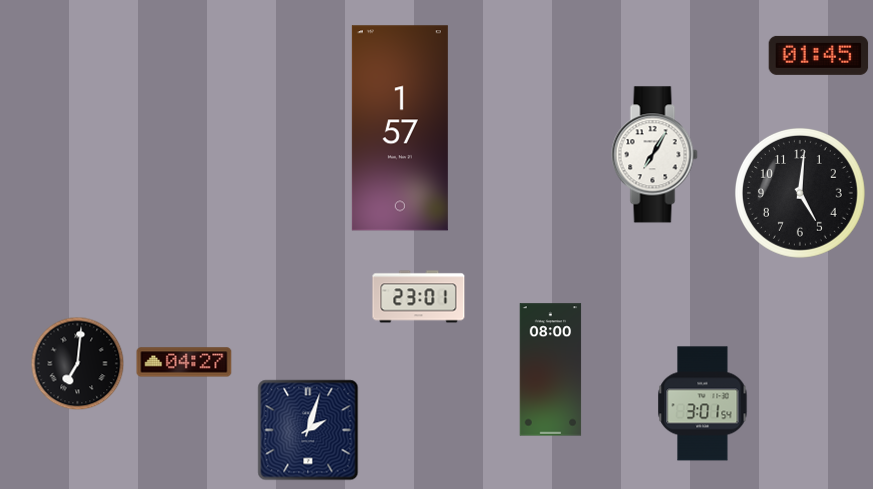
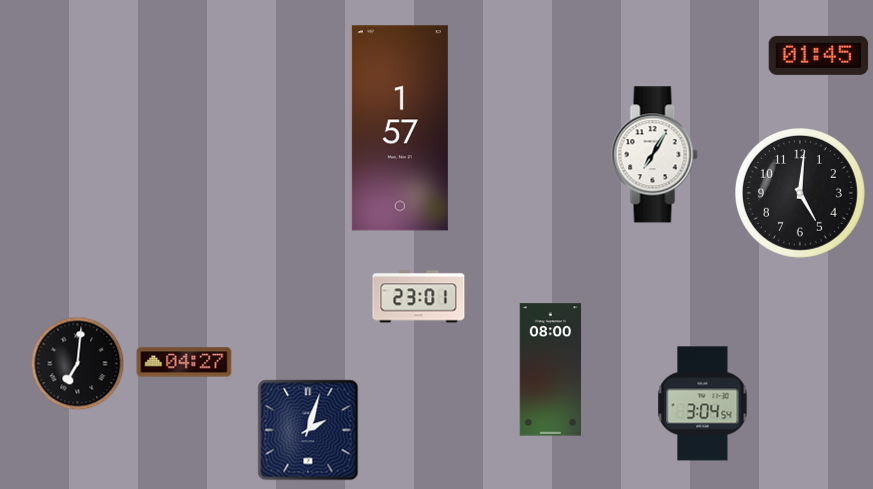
clock at (703, 404): 3:01 -> 3:04
